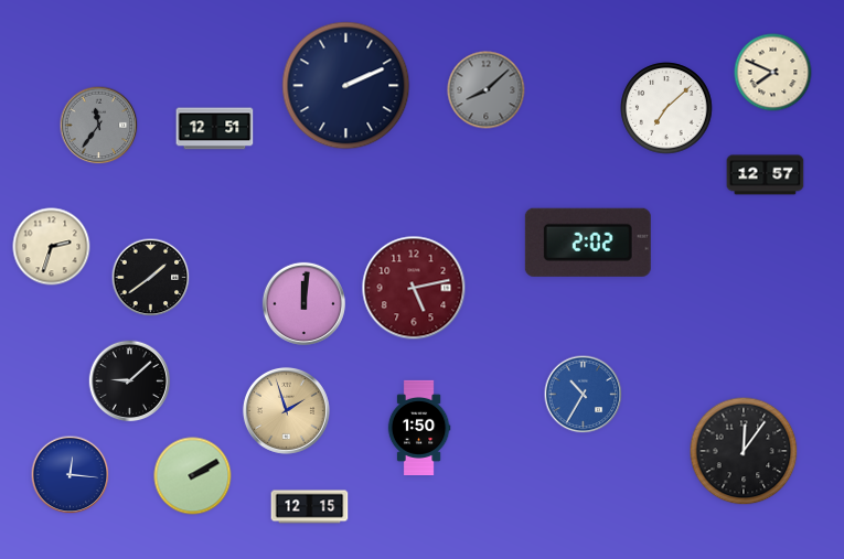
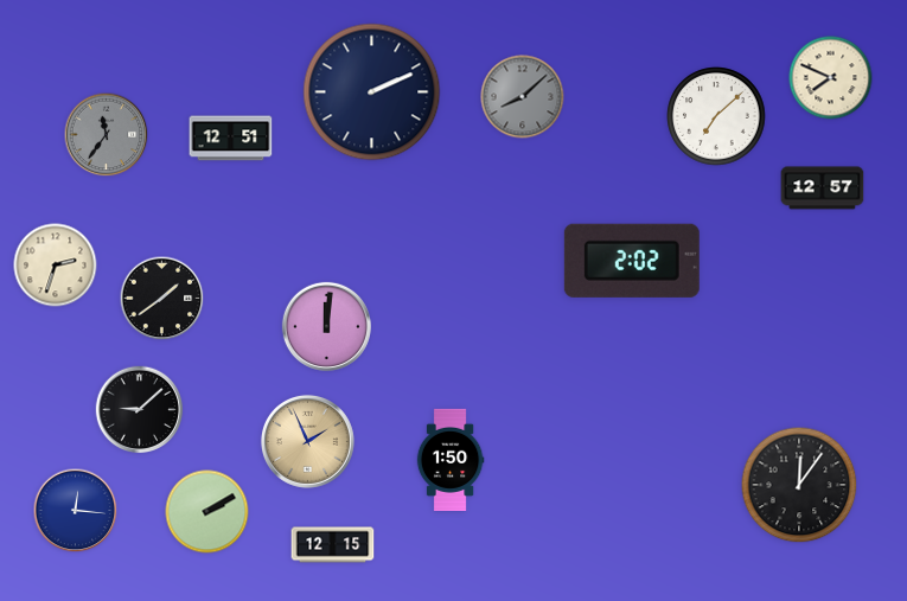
clock at (414, 288): 5:13 -> none
clock at (584, 395): 10:35 -> none
clock at (286, 410): 1:57 -> 1:56
